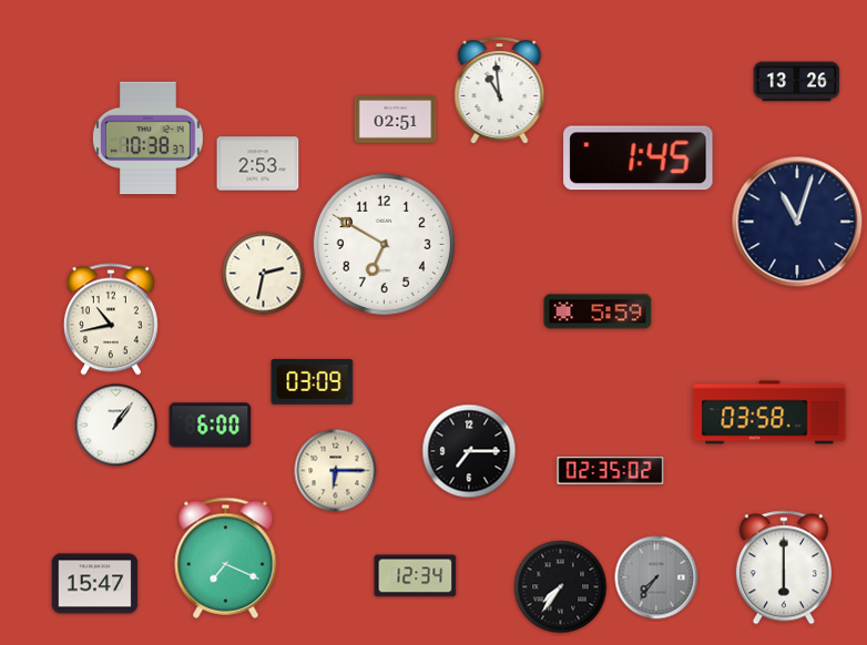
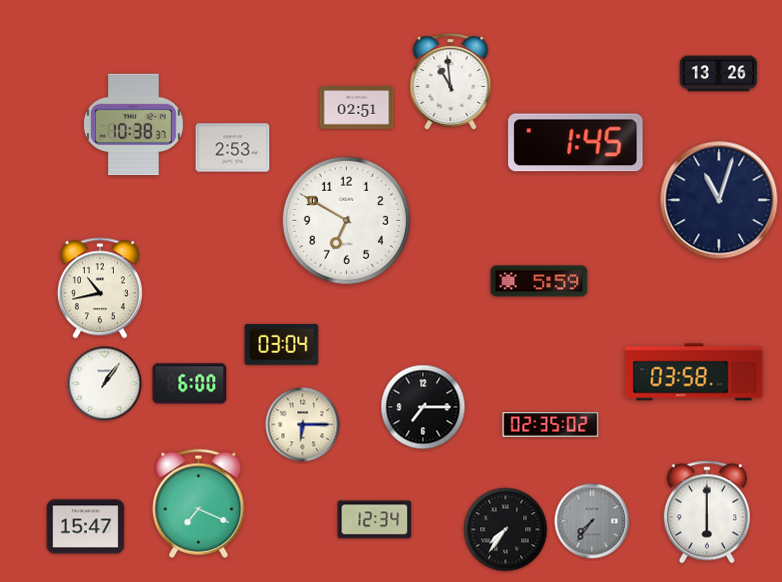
clock at (264, 274): 2:32 -> none
clock at (313, 381): 03:09 -> 03:04
clock at (226, 557) position: (226, 557) -> (199, 503)
